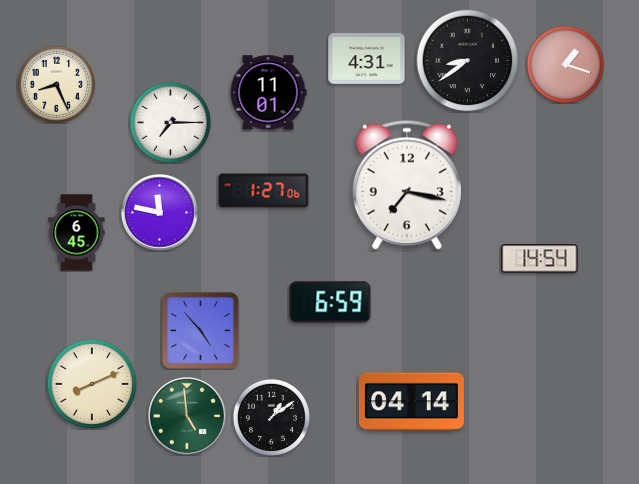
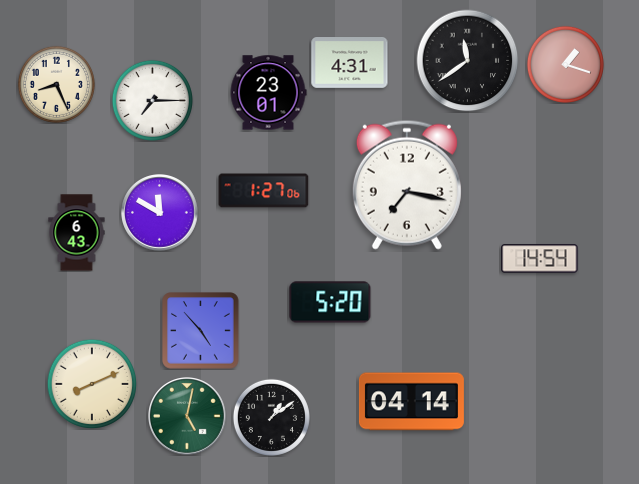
clock at (367, 59) position: (367, 59) -> (350, 63)
clock at (468, 61): 8:39 -> 11:39
clock at (268, 93): 11:01 -> 23:01
clock at (170, 122) position: (170, 122) -> (152, 100)
clock at (160, 213): 11:47 -> 11:50
clock at (77, 233): 6:45 -> 6:43
clock at (330, 302): 6:59 -> 5:20
clock at (188, 417): 4:59 -> 5:02
